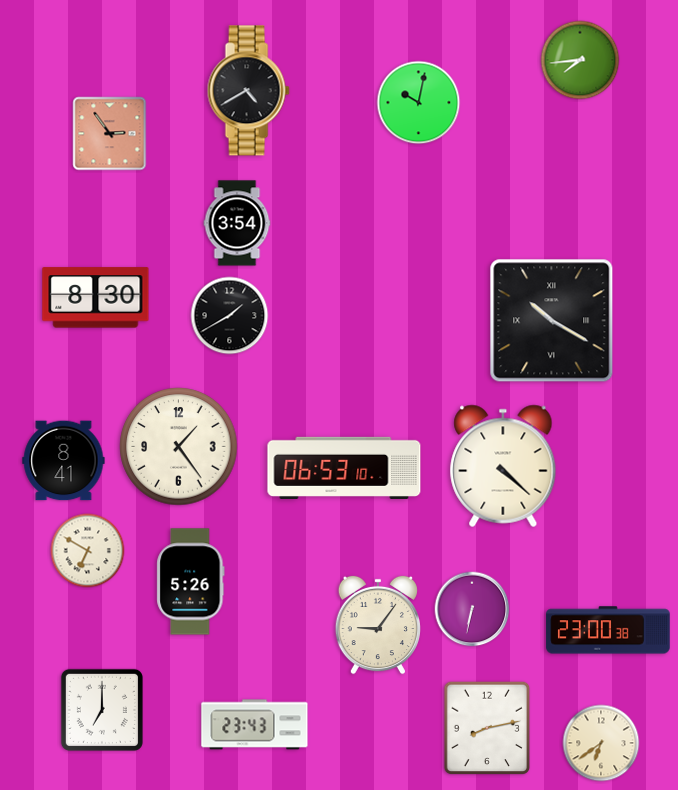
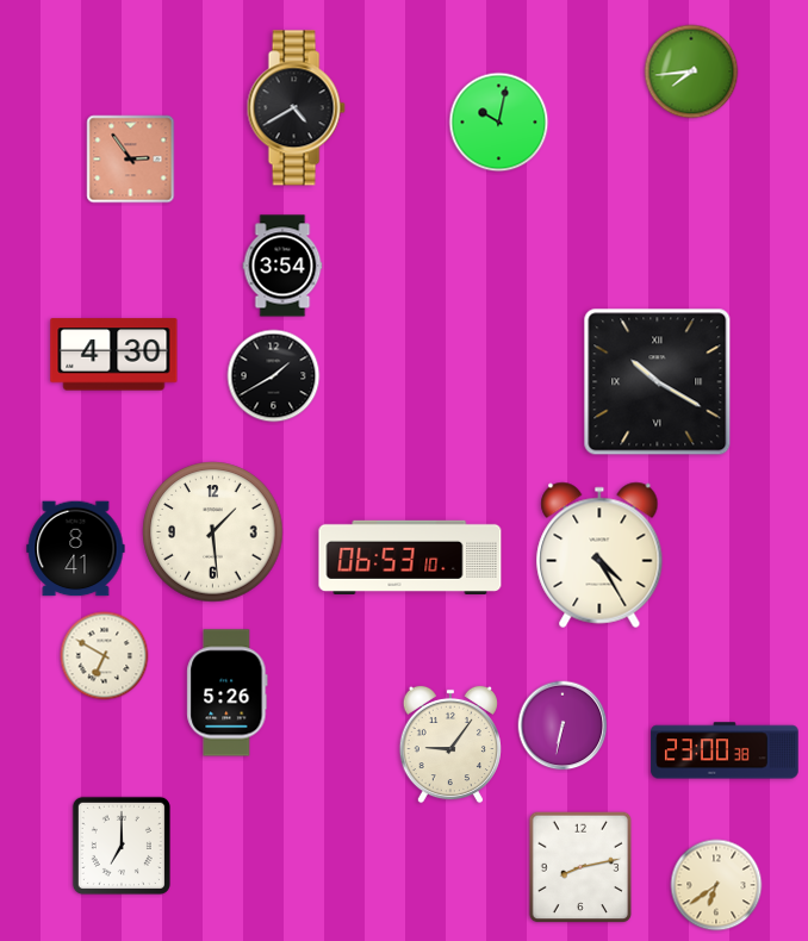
clock at (96, 298): 8:30 -> 4:30
clock at (179, 447): 1:24 -> 1:29
clock at (503, 466): 4:22 -> 4:25
clock at (255, 725): 23:43 -> none
